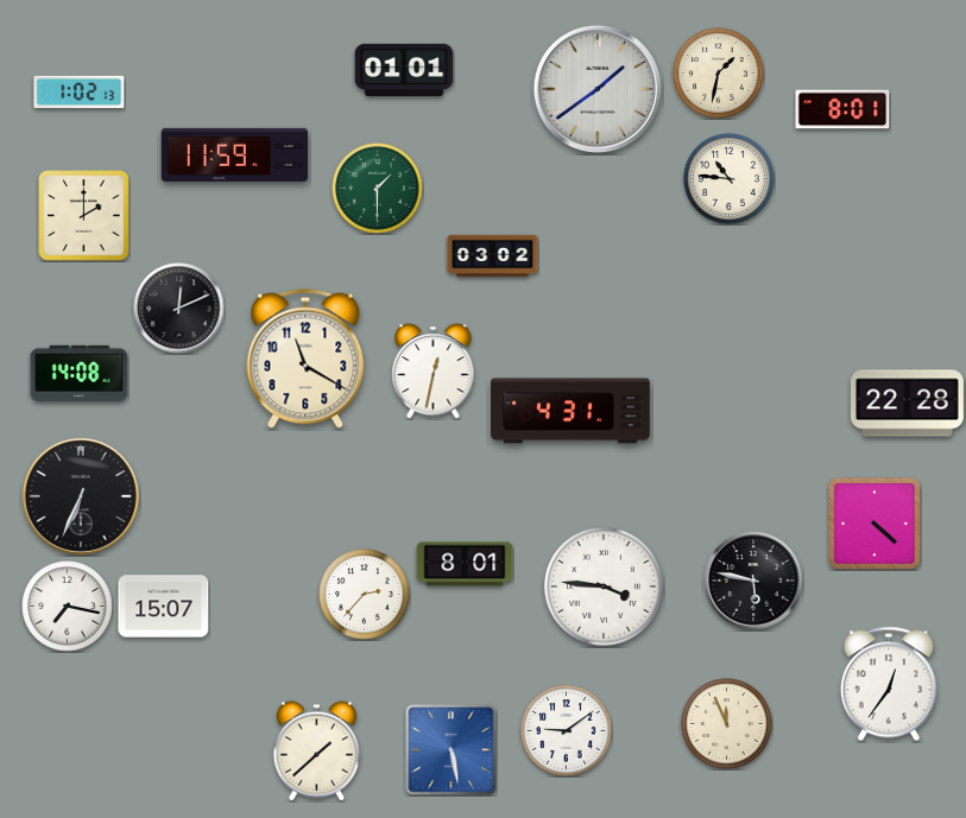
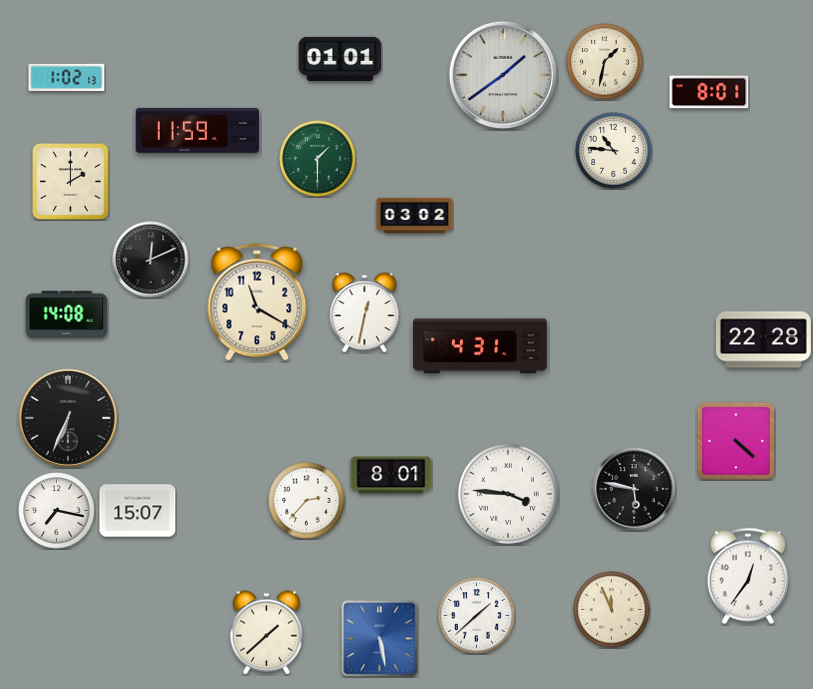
clock at (567, 731): 9:09 -> 1:38
clock at (452, 750) position: (452, 750) -> (380, 639)
